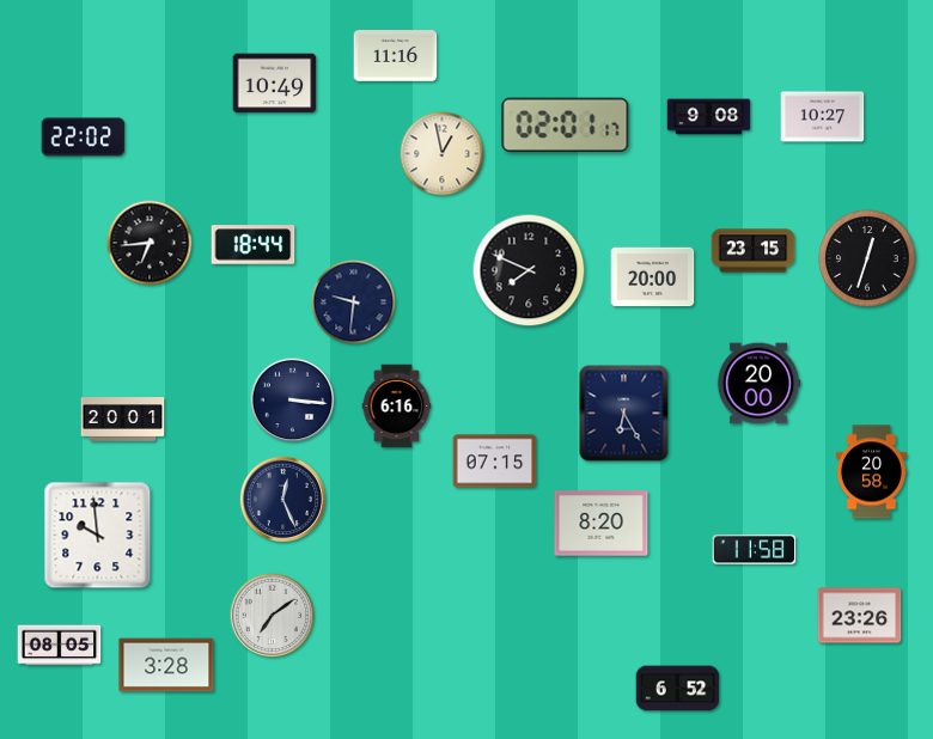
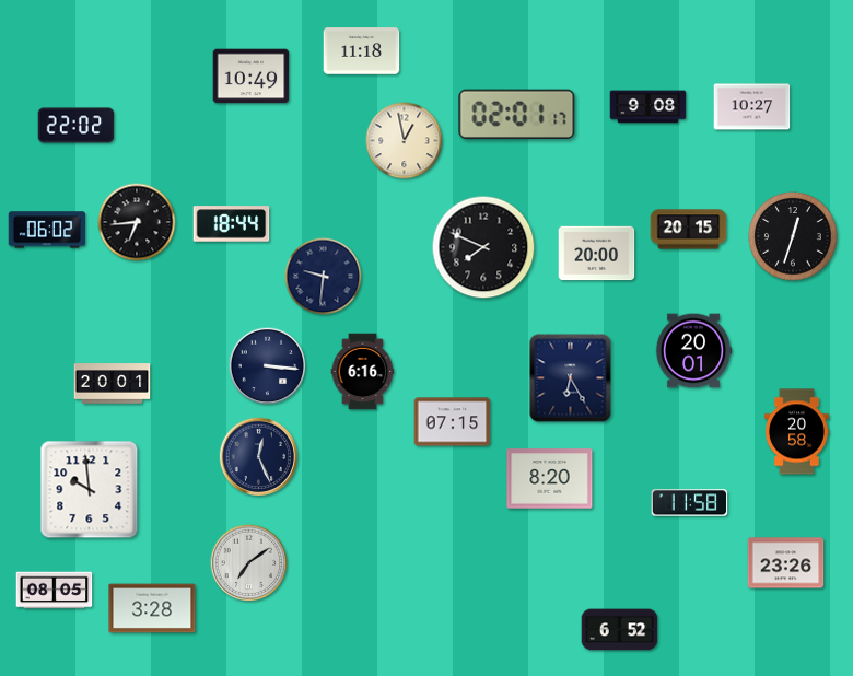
clock at (396, 56): 11:16 -> 11:18
clock at (47, 230): none -> 06:02
clock at (754, 251): 23:15 -> 20:15
clock at (758, 384): 20:00 -> 20:01
